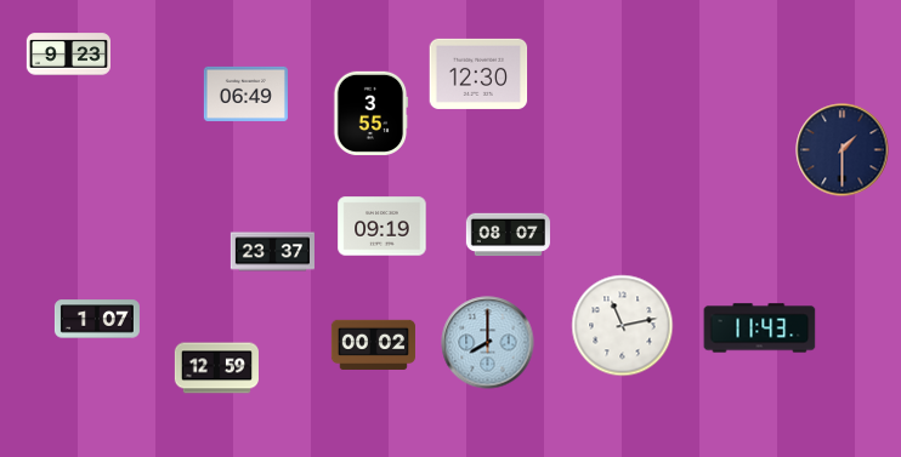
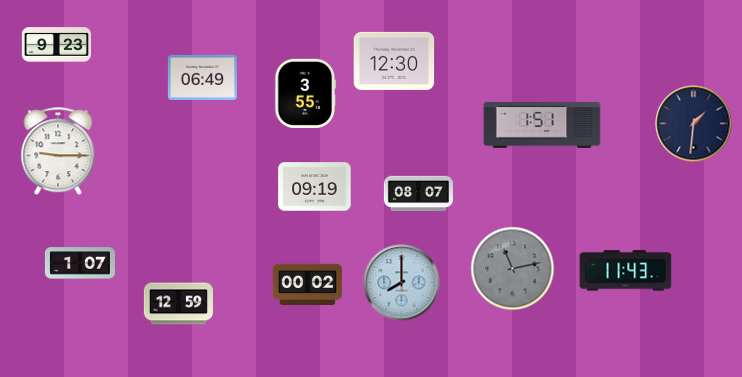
clock at (843, 150): 1:30 -> 1:31
clock at (542, 125): none -> 1:51
clock at (58, 152): none -> 9:15
clock at (272, 252): 23:37 -> none
clock at (623, 326) dial: white -> grey
